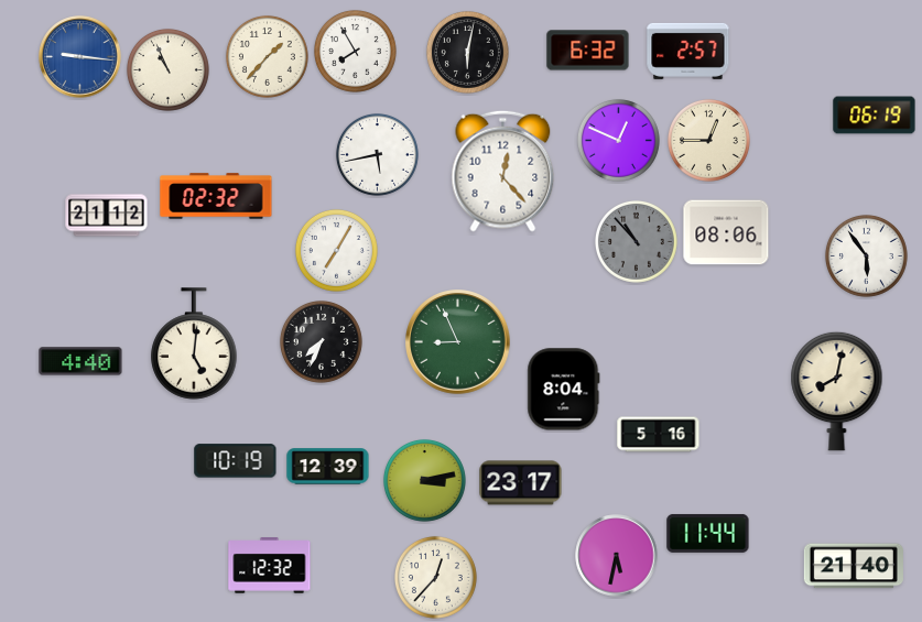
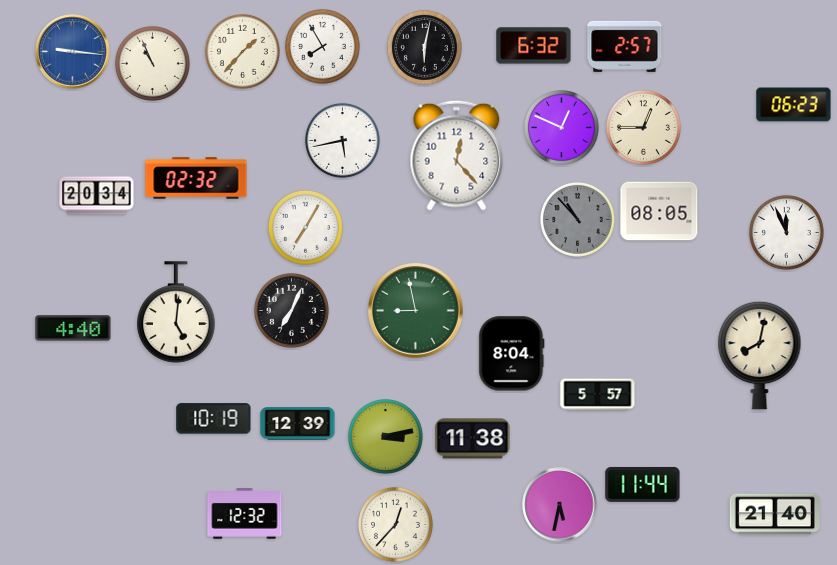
clock at (875, 116): 06:19 -> 06:23
clock at (107, 216): 21:12 -> 20:34
clock at (726, 232): 08:06 -> 08:05
clock at (866, 255): 5:54 -> 11:56
clock at (321, 341): 7:34 -> 7:04
clock at (458, 342): 8:56 -> 8:58
clock at (659, 435): 5:16 -> 5:57
clock at (521, 483): 23:17 -> 11:38
